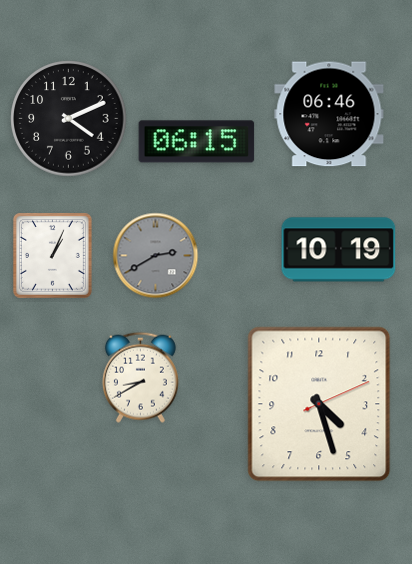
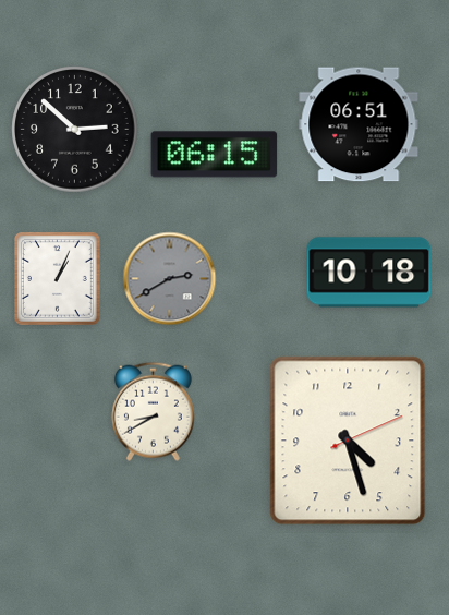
clock at (329, 114): 06:46 -> 06:51
clock at (69, 119): 4:11 -> 2:52
clock at (339, 250): 10:19 -> 10:18
